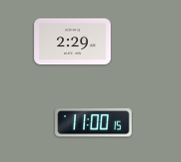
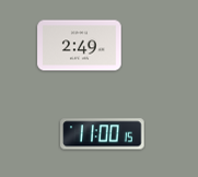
clock at (73, 42): 2:29 -> 2:49
